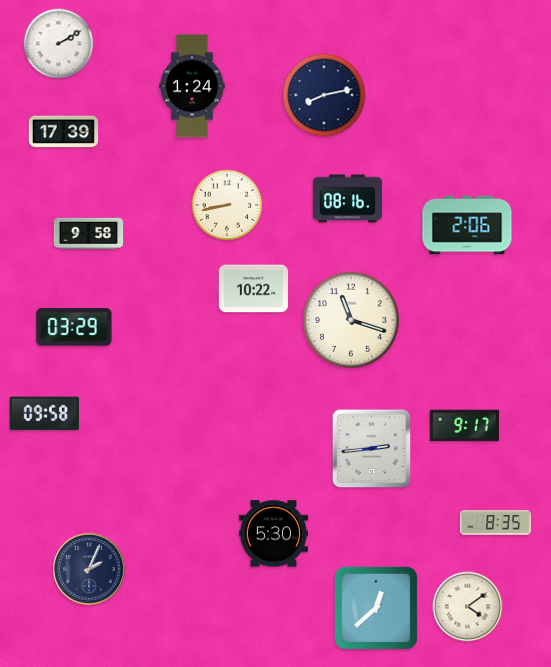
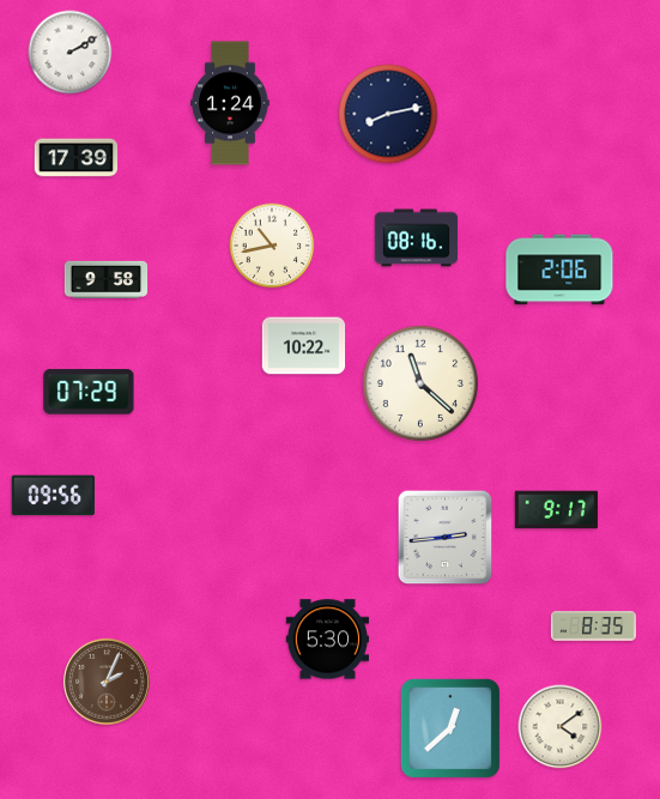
clock at (227, 205): 8:43 -> 10:43
clock at (351, 320): 11:18 -> 11:22
clock at (74, 327): 03:29 -> 07:29
clock at (44, 414): 09:58 -> 09:56
clock at (89, 569) dial: navy -> brown
